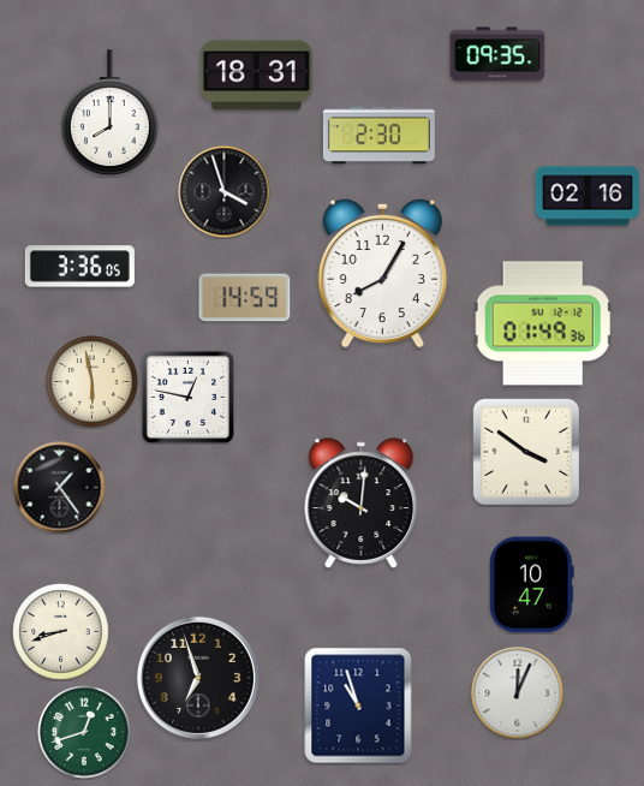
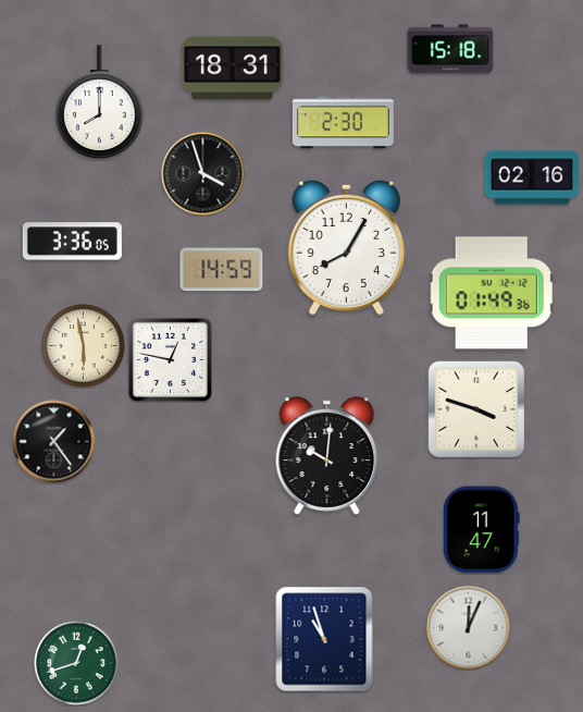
clock at (497, 54): 09:35 -> 15:18
clock at (526, 452): 3:51 -> 3:48
clock at (532, 585): 10:47 -> 11:47
clock at (61, 632): 8:42 -> none
clock at (198, 678): 6:57 -> none
